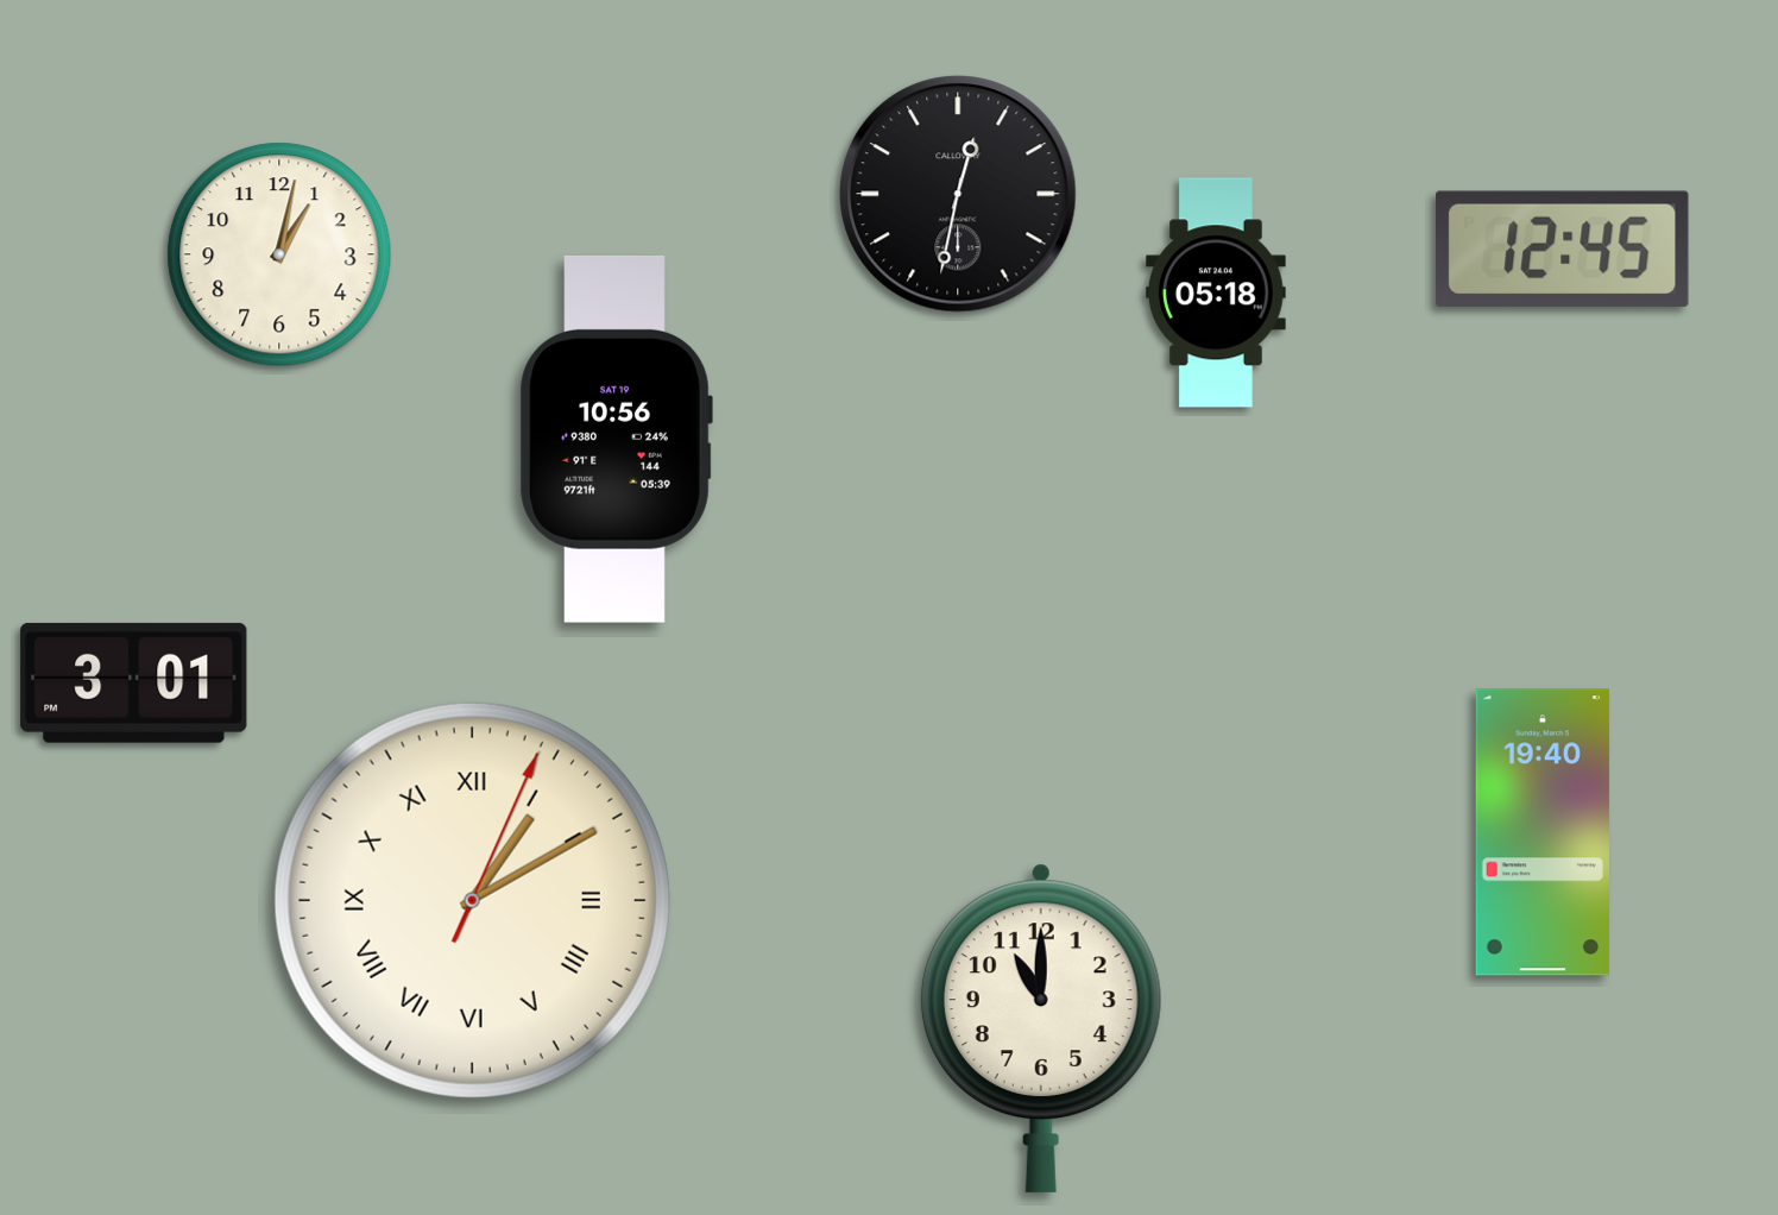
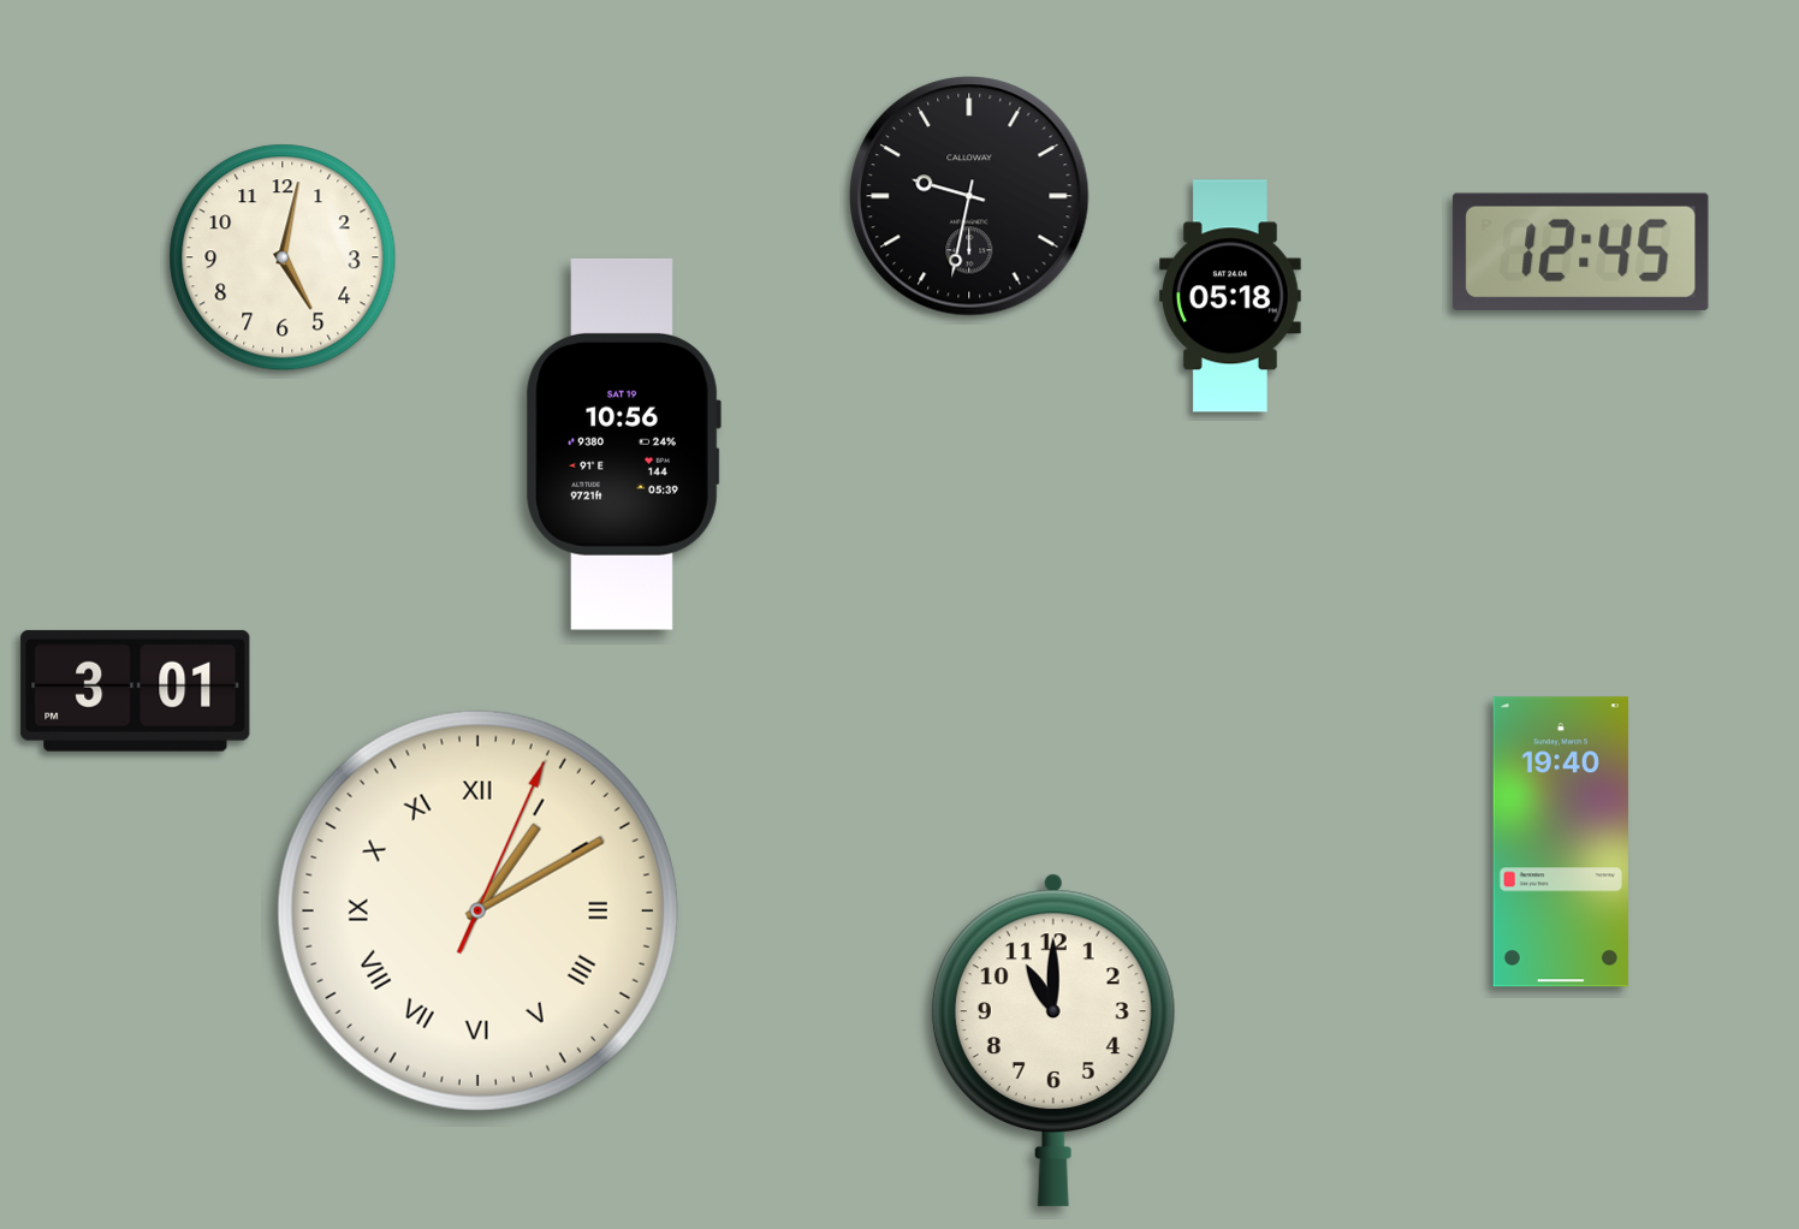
clock at (958, 194): 12:32 -> 9:32
clock at (279, 254): 1:02 -> 5:02
